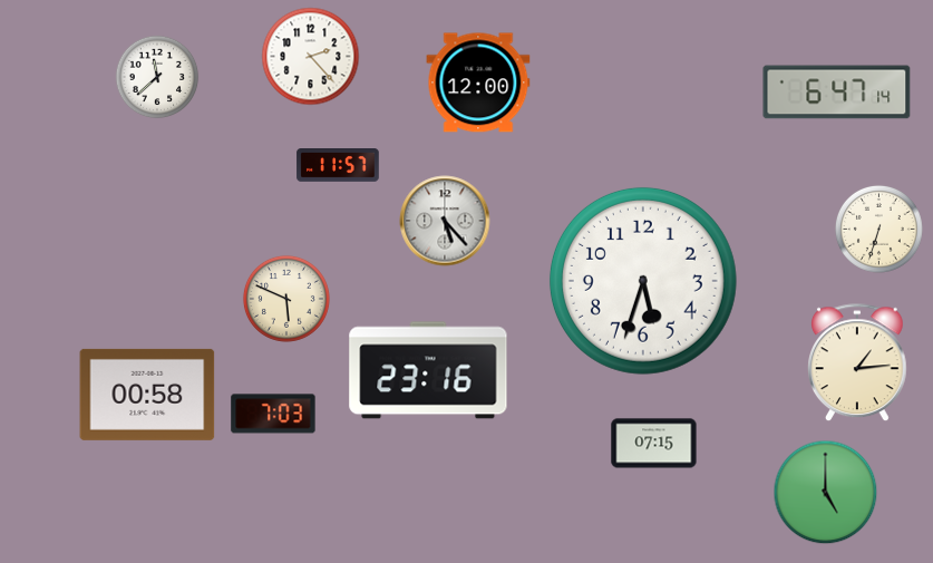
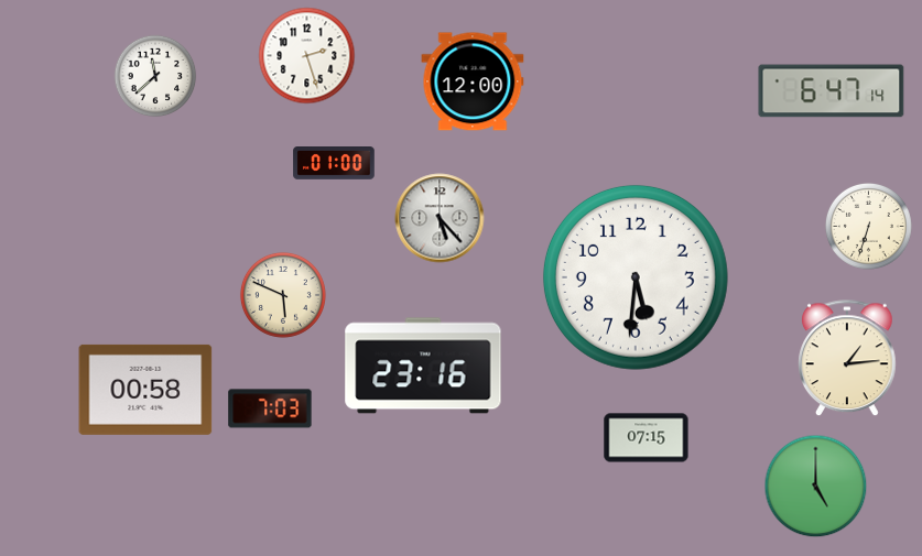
clock at (311, 57): 2:23 -> 2:27
clock at (837, 93) position: (837, 93) -> (832, 91)
clock at (338, 166): 11:57 -> 01:00
clock at (643, 281): 5:33 -> 5:31
